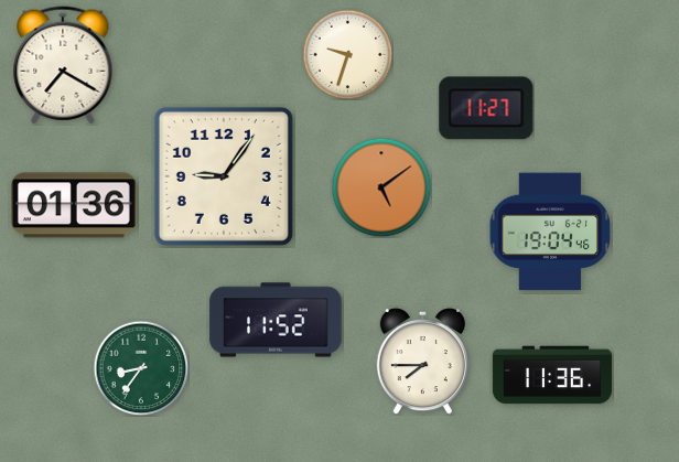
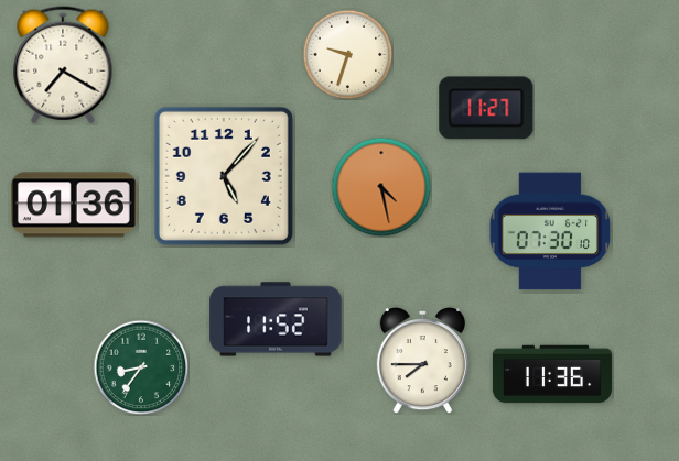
clock at (224, 176): 9:06 -> 5:07
clock at (381, 187): 5:09 -> 4:28
clock at (549, 232): 19:04 -> 07:30
